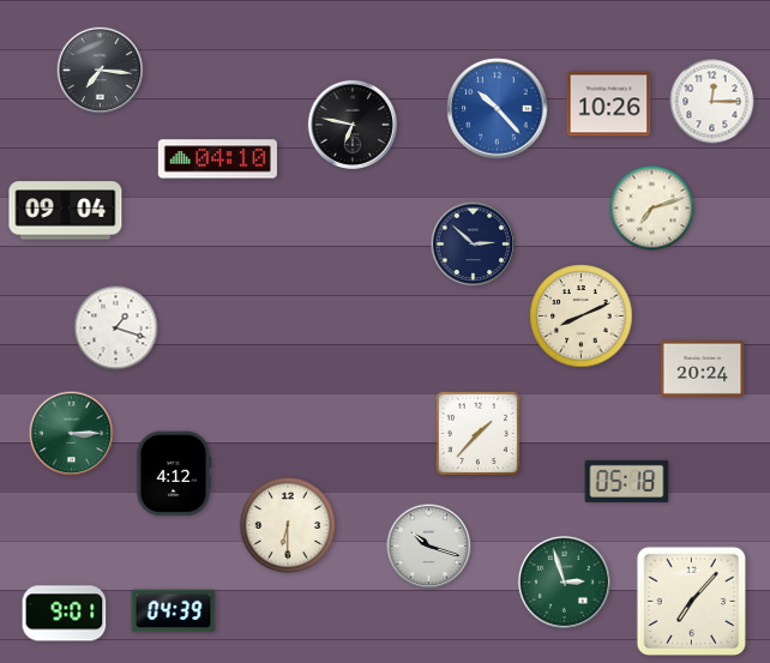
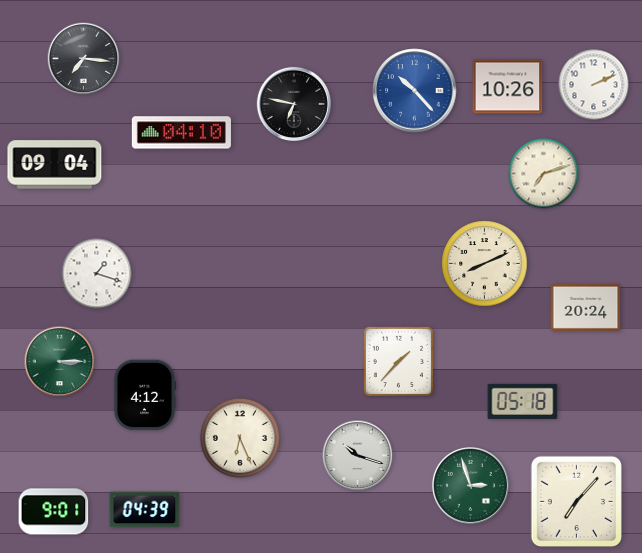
clock at (712, 102): 12:15 -> 2:11
clock at (66, 211) position: (66, 211) -> (55, 165)
clock at (474, 245): 2:52 -> none
clock at (288, 525): 6:30 -> 6:26
